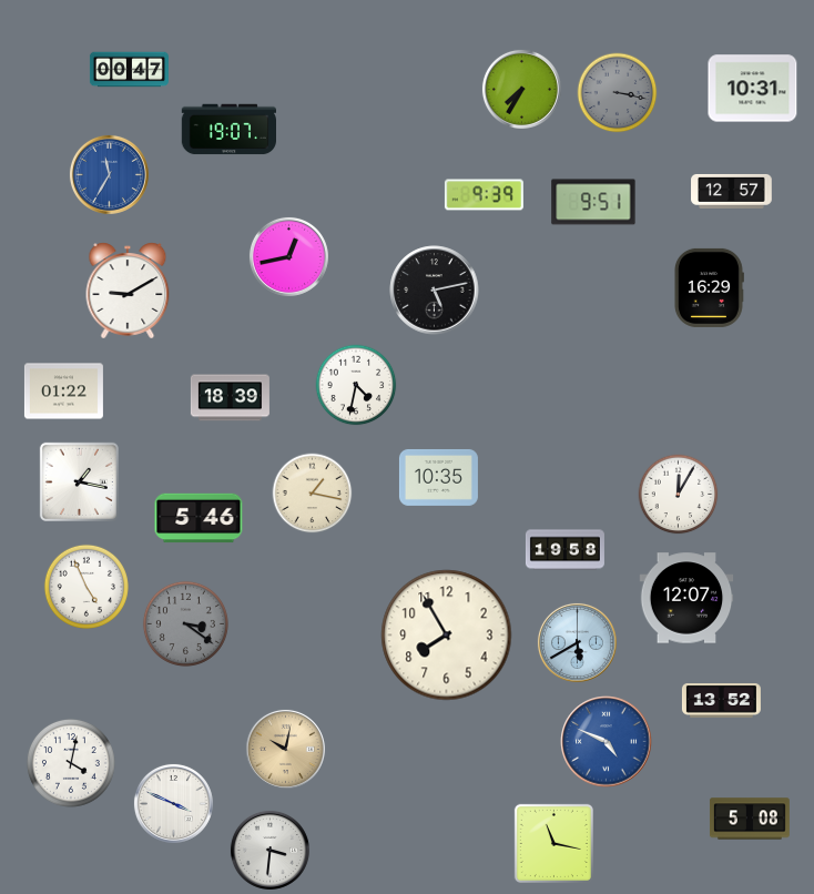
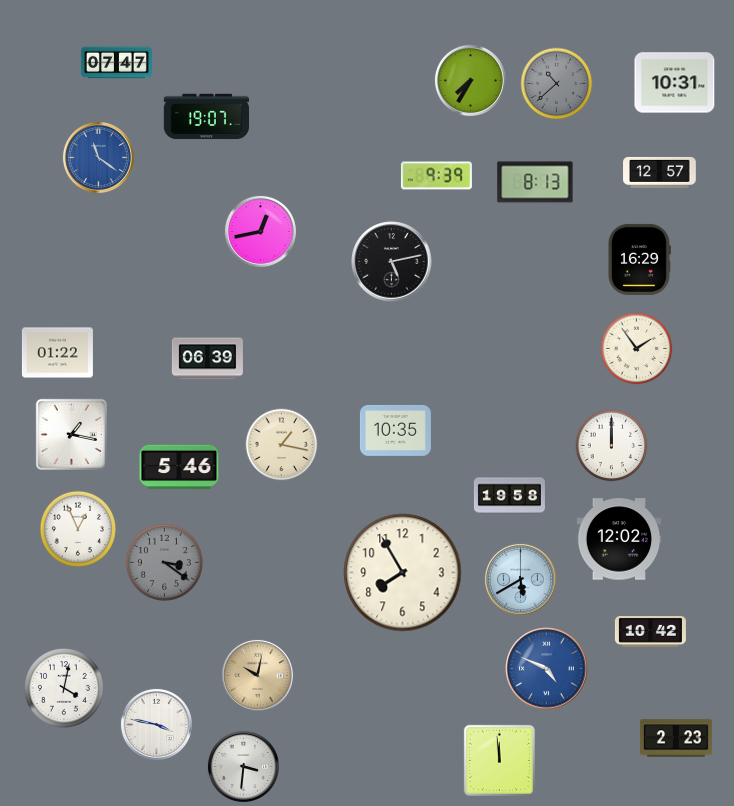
clock at (129, 70): 00:47 -> 07:47
clock at (753, 89) position: (753, 89) -> (675, 83)
clock at (618, 93): 3:17 -> 10:38
clock at (109, 174): 11:35 -> 11:21
clock at (593, 202): 9:51 -> 8:13
clock at (128, 291): 9:10 -> none
clock at (356, 385): 4:32 -> none
clock at (637, 349): none -> 1:54
clock at (230, 398): 18:39 -> 06:39
clock at (679, 495): 12:05 -> 12:00
clock at (87, 587): 4:56 -> 12:56
clock at (686, 598): 12:07 -> 12:02
clock at (185, 623) position: (185, 623) -> (164, 562)
clock at (721, 701): 13:52 -> 10:42
clock at (173, 803): 3:49 -> 3:47
clock at (750, 819): 5:08 -> 2:23
clock at (553, 843): 11:17 -> 11:59
